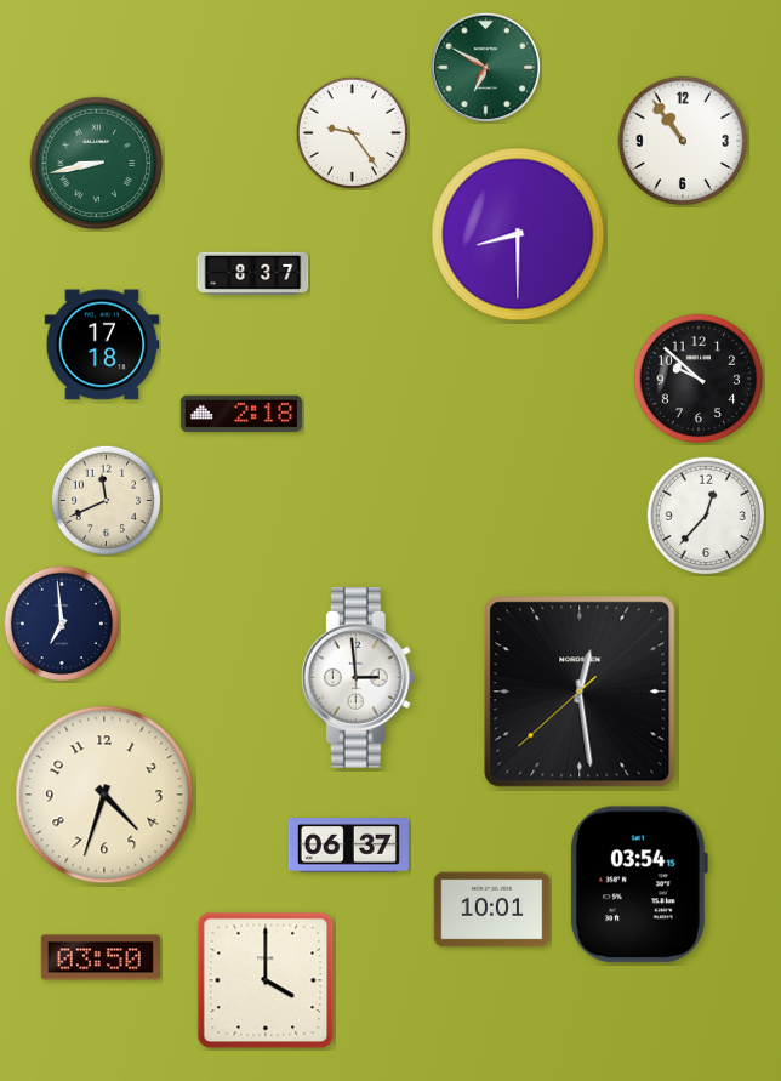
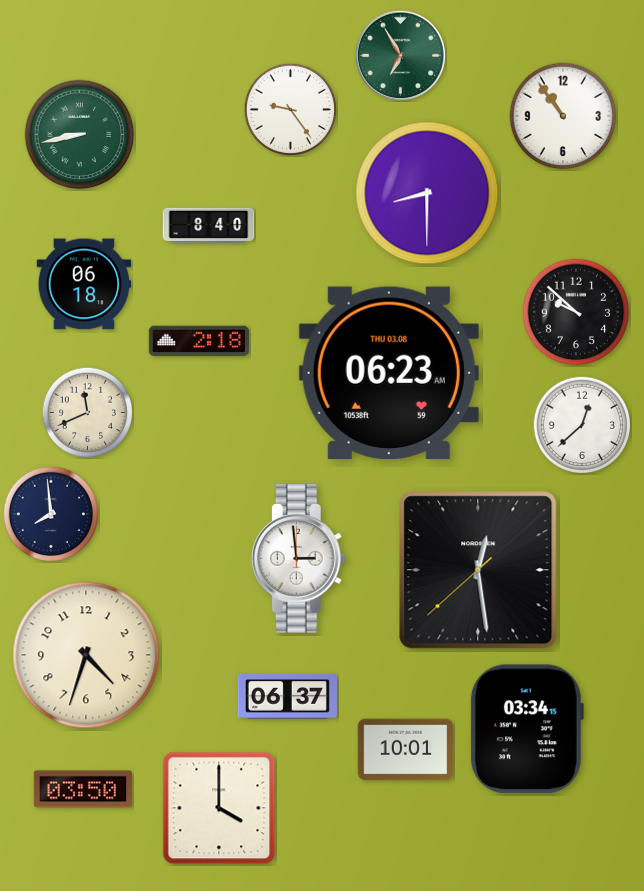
clock at (485, 67): 6:50 -> 6:55
clock at (253, 274): 8:37 -> 8:40
clock at (102, 345): 17:18 -> 06:18
clock at (389, 372): none -> 06:23
clock at (706, 516): 12:37 -> 12:38
clock at (61, 622): 6:59 -> 7:59
clock at (358, 678) position: (358, 678) -> (298, 559)
clock at (638, 884): 03:54 -> 03:34
